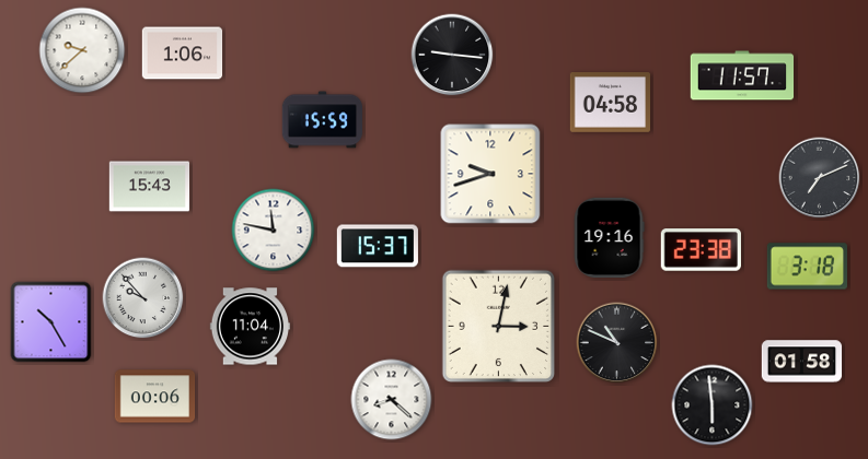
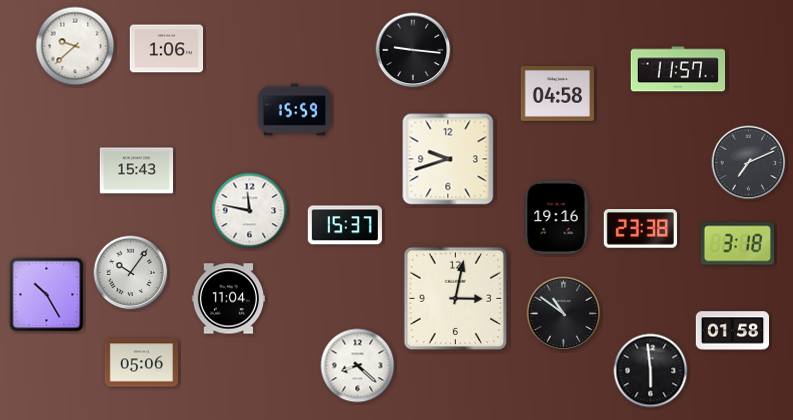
clock at (143, 298): 9:53 -> 10:06
clock at (617, 343): 10:49 -> 10:51
clock at (155, 397): 00:06 -> 05:06
